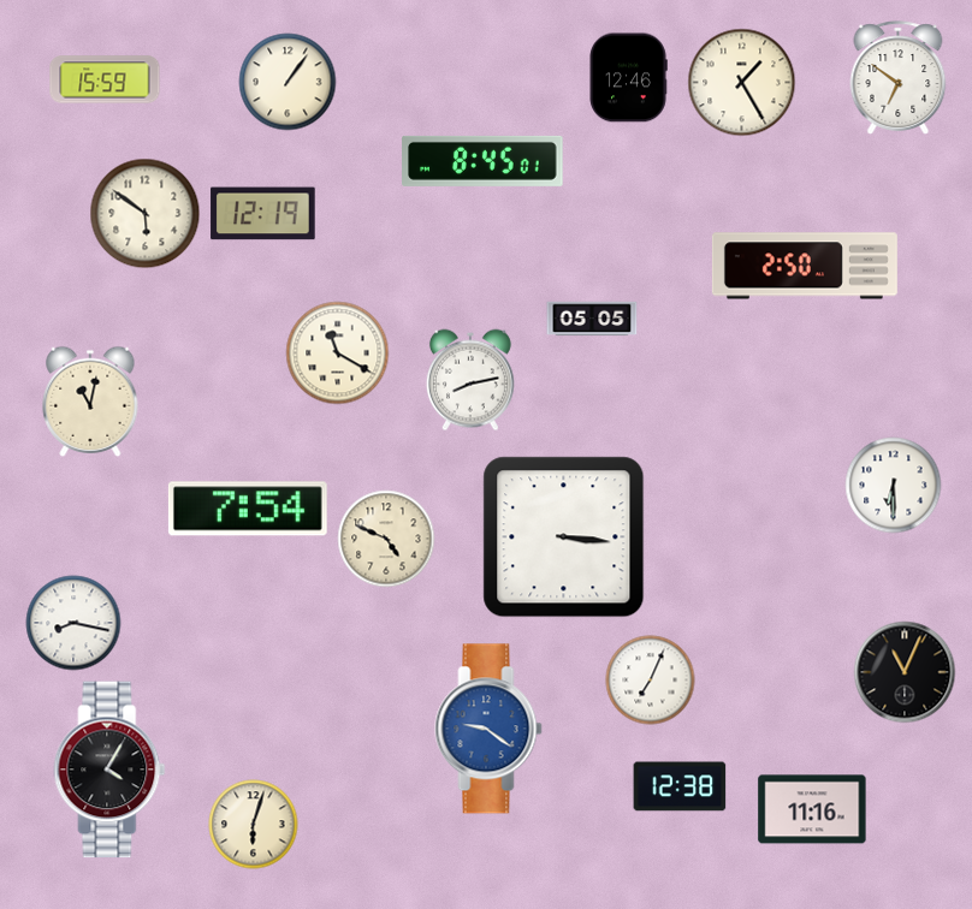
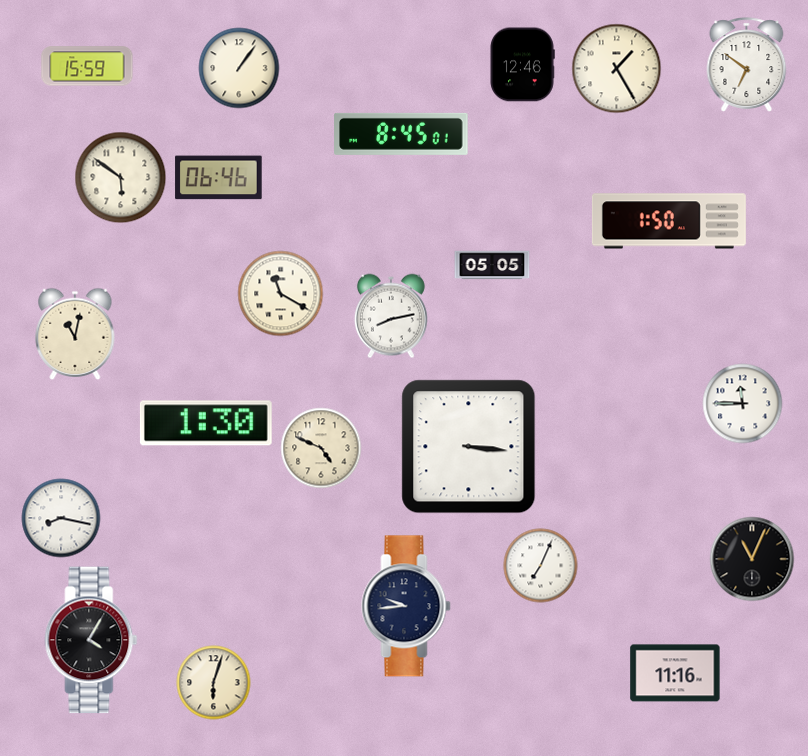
clock at (263, 214): 12:19 -> 06:46
clock at (805, 266): 2:50 -> 1:50
clock at (894, 486): 6:30 -> 11:45
clock at (248, 509): 7:54 -> 1:30
clock at (488, 729): 9:21 -> 9:44
clock at (488, 729) dial: blue -> navy
clock at (680, 786): 12:38 -> none
clock at (254, 825) position: (254, 825) -> (214, 683)
